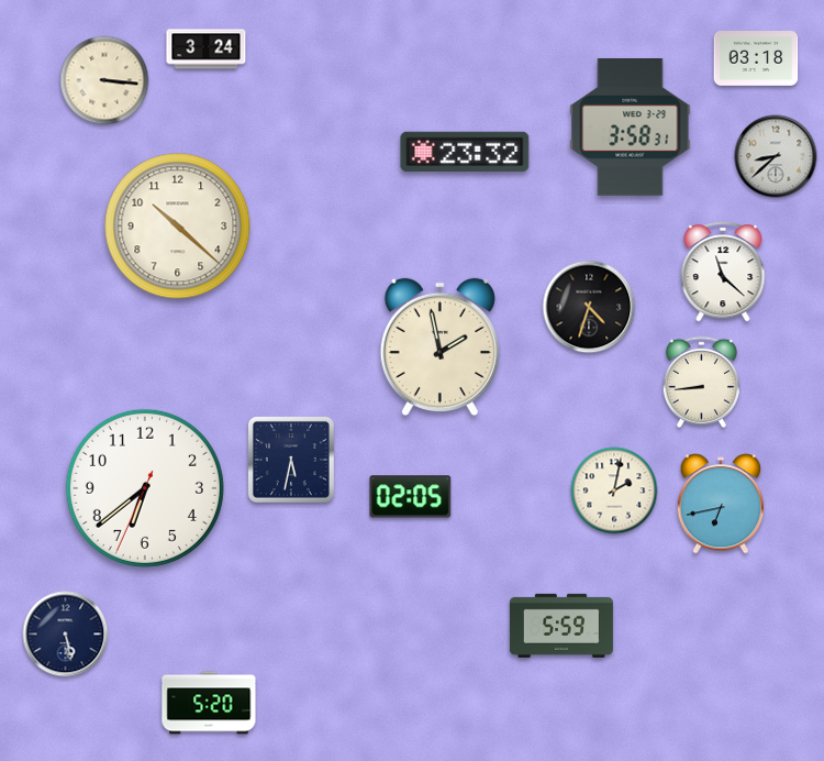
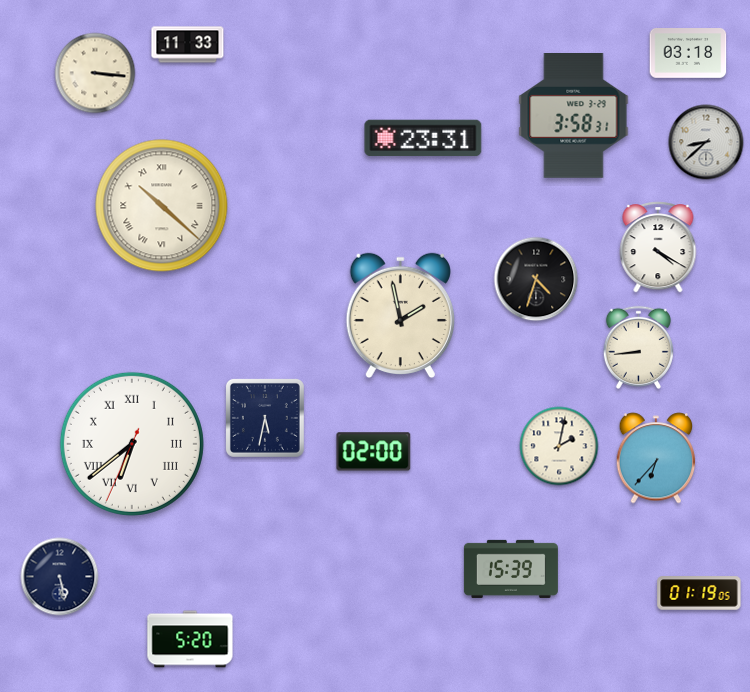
clock at (207, 49): 3:24 -> 11:33
clock at (465, 152): 23:32 -> 23:31
clock at (178, 227) numerals: Arabic -> Roman
clock at (723, 272): 11:22 -> 4:20
clock at (145, 488) numerals: Arabic -> Roman
clock at (411, 497): 02:05 -> 02:00
clock at (721, 504): 6:43 -> 6:37
clock at (561, 626): 5:59 -> 15:39
clock at (699, 593): none -> 01:19
